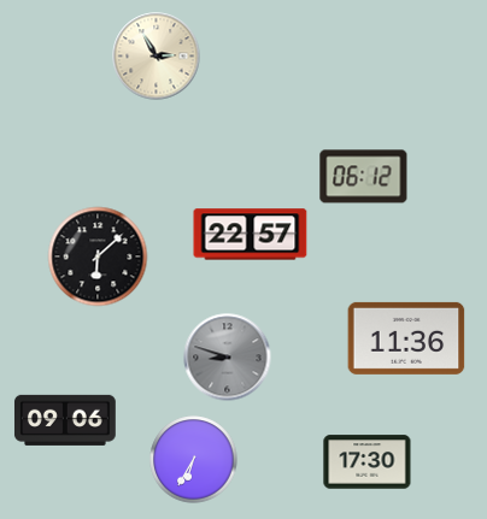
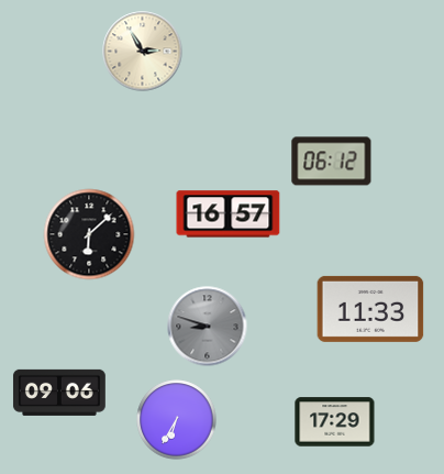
clock at (251, 235): 22:57 -> 16:57
clock at (406, 338): 11:36 -> 11:33
clock at (65, 420) position: (65, 420) -> (59, 393)
clock at (368, 462): 17:30 -> 17:29
